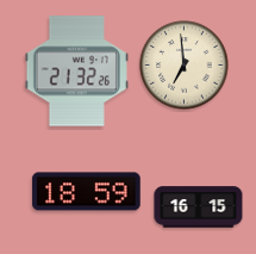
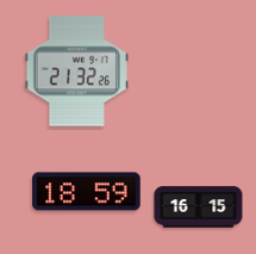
clock at (185, 66): 6:59 -> none
